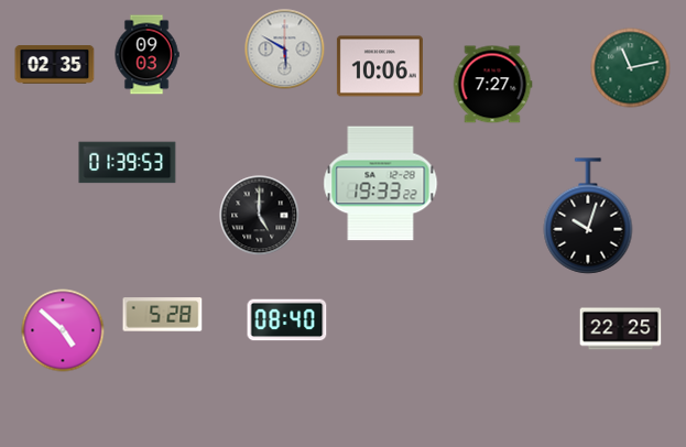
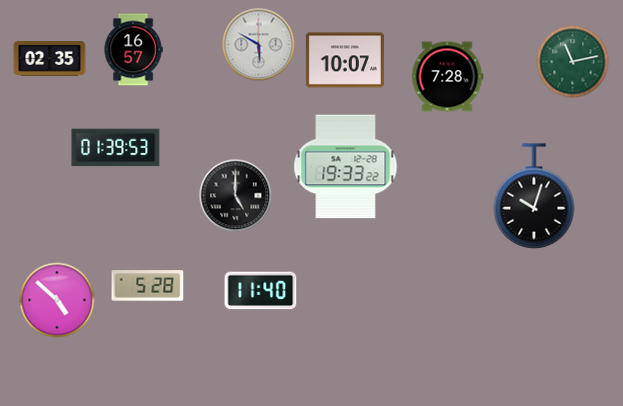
clock at (146, 55): 09:03 -> 16:57
clock at (380, 66): 10:06 -> 10:07
clock at (492, 85): 7:27 -> 7:28
clock at (287, 320): 08:40 -> 11:40
clock at (621, 329): 22:25 -> none
